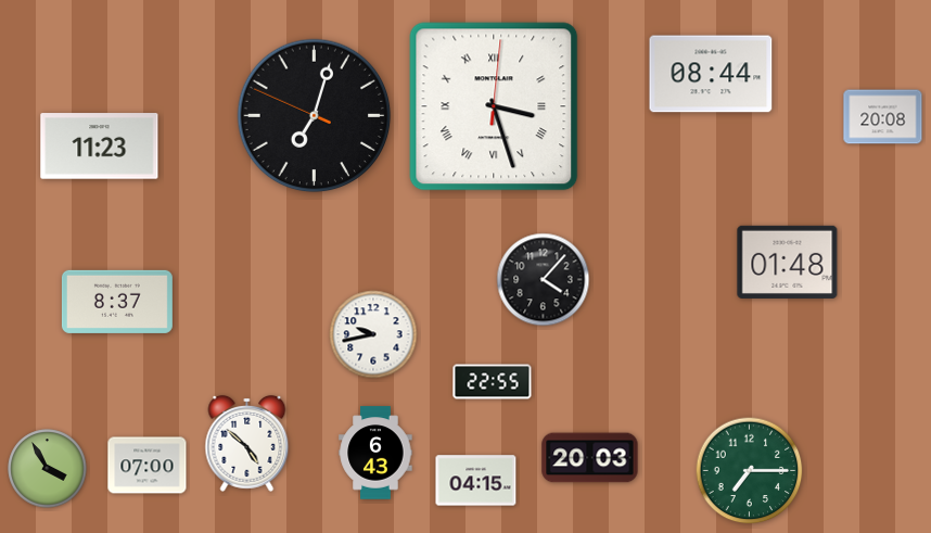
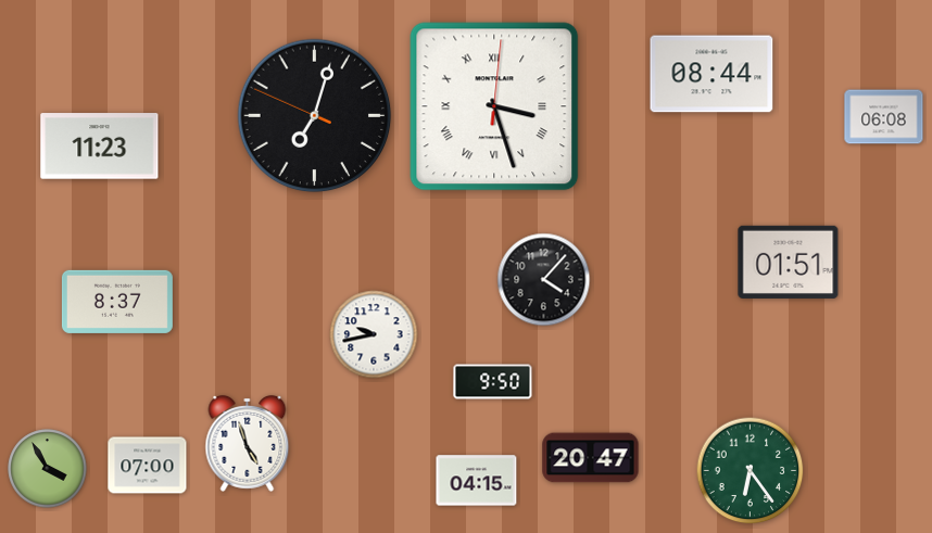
clock at (883, 117): 20:08 -> 06:08
clock at (788, 262): 01:48 -> 01:51
clock at (493, 382): 22:55 -> 9:50
clock at (247, 444): 4:52 -> 4:57
clock at (375, 453): 6:43 -> none
clock at (590, 458): 20:03 -> 20:47
clock at (750, 471): 7:15 -> 6:24
